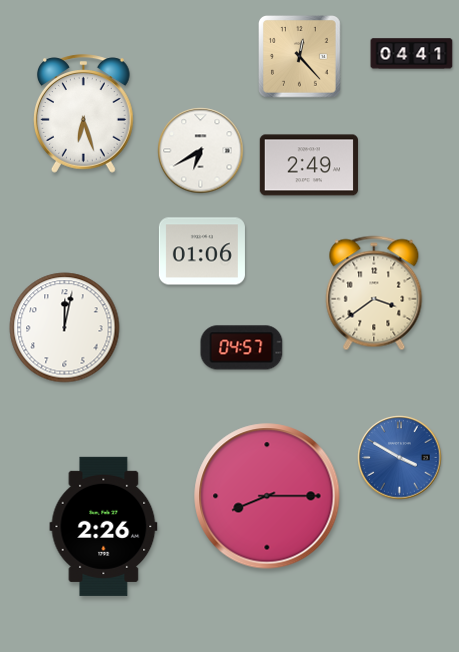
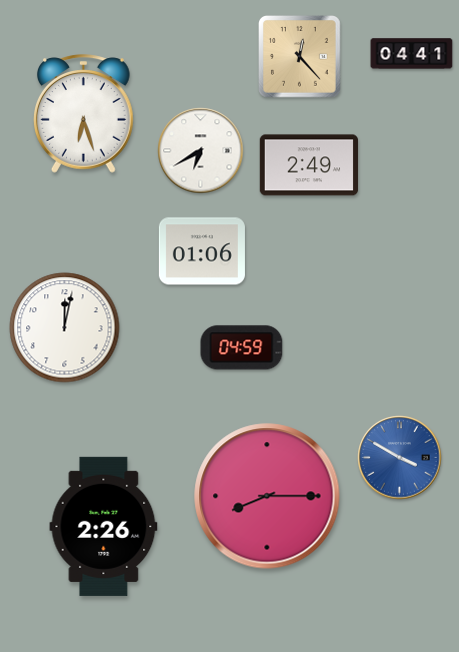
clock at (374, 293): 3:39 -> none
clock at (242, 348): 04:57 -> 04:59
